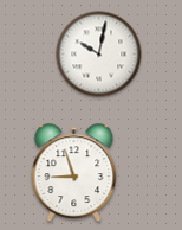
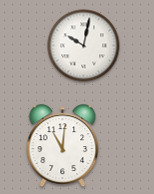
clock at (74, 172): 8:57 -> 11:01
